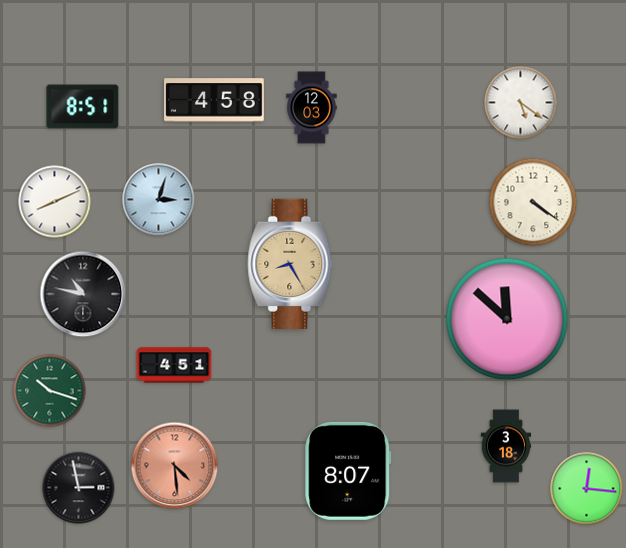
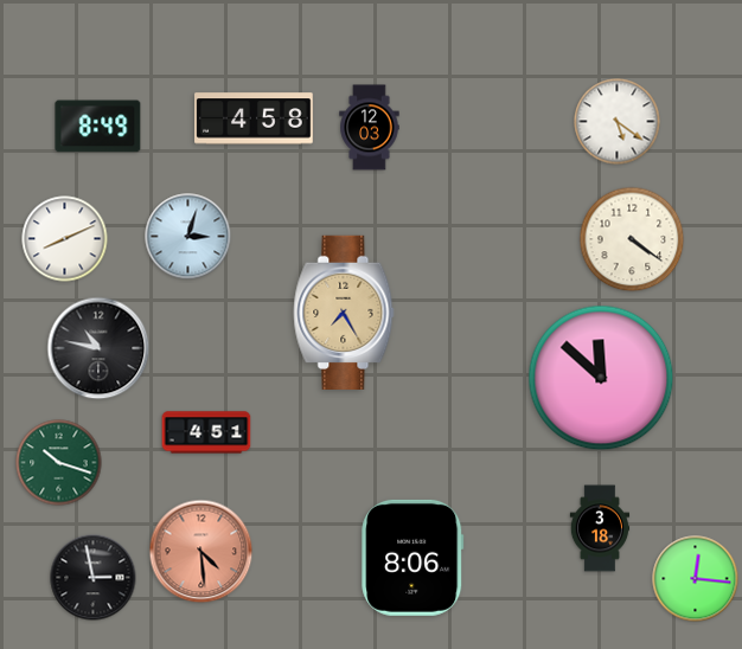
clock at (83, 107): 8:51 -> 8:49
clock at (290, 263): 8:25 -> 7:25
clock at (175, 466) position: (175, 466) -> (202, 552)
clock at (348, 471): 8:07 -> 8:06
